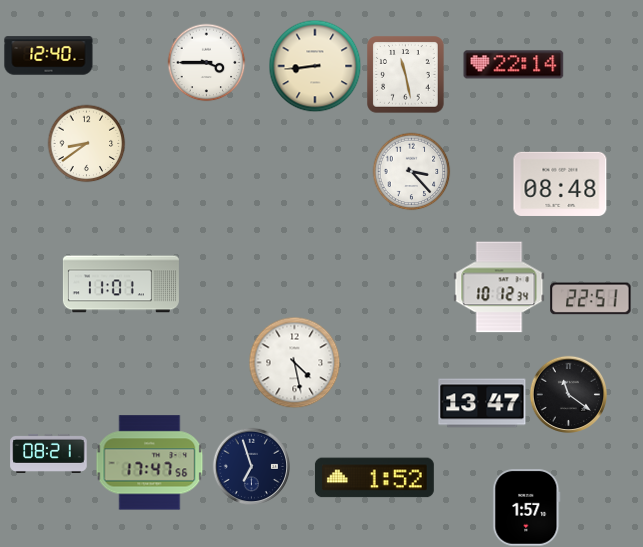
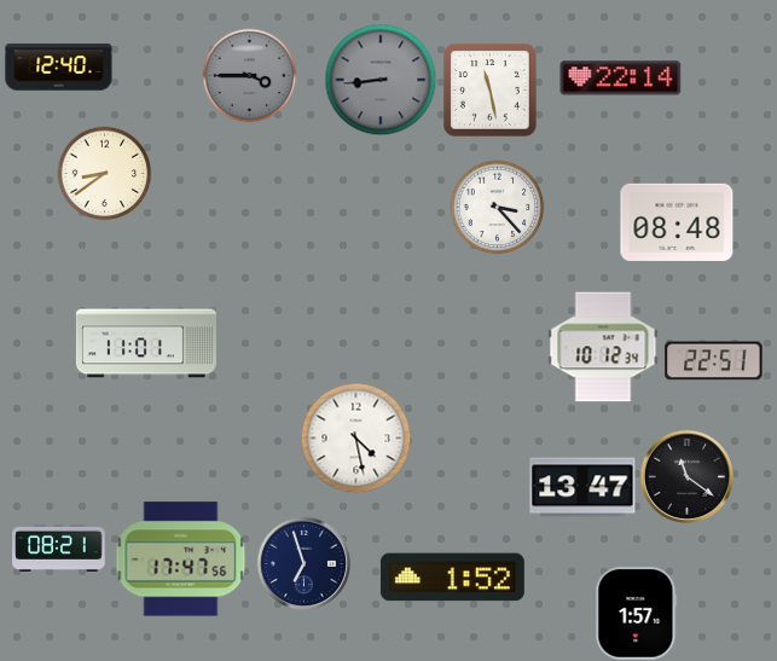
clock at (206, 62) dial: white -> grey
clock at (315, 66) dial: cream -> grey
